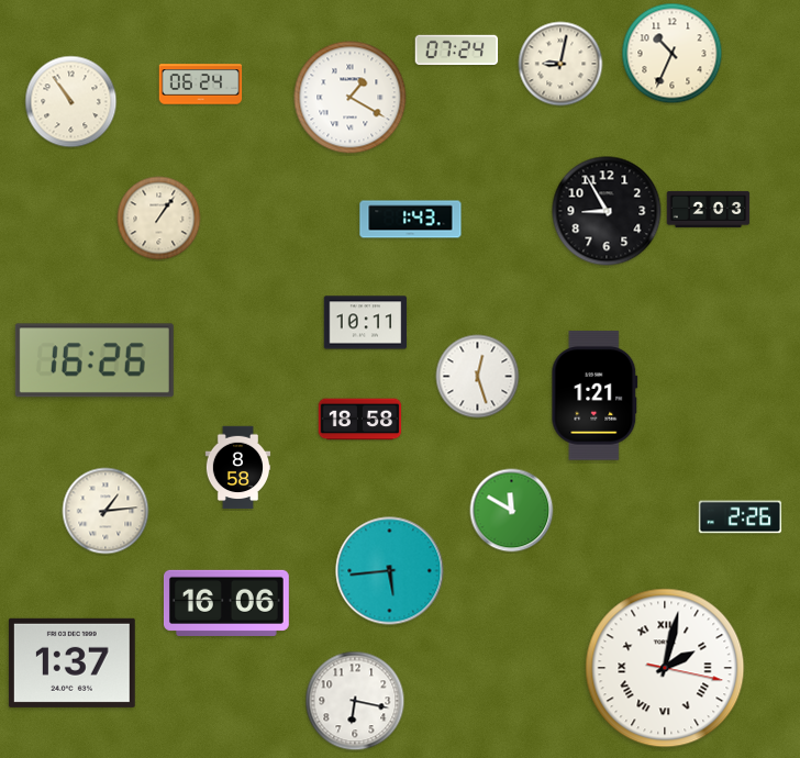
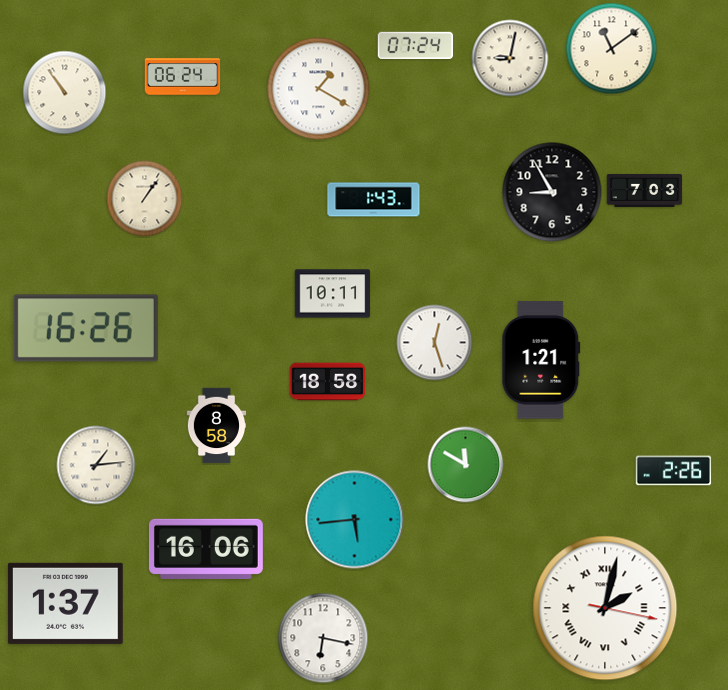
clock at (673, 54): 10:34 -> 11:09
clock at (709, 209): 2:03 -> 7:03
